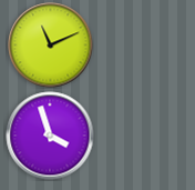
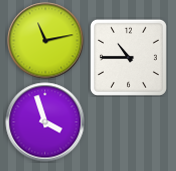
clock at (51, 46): 11:11 -> 11:13
clock at (128, 57): none -> 10:45
